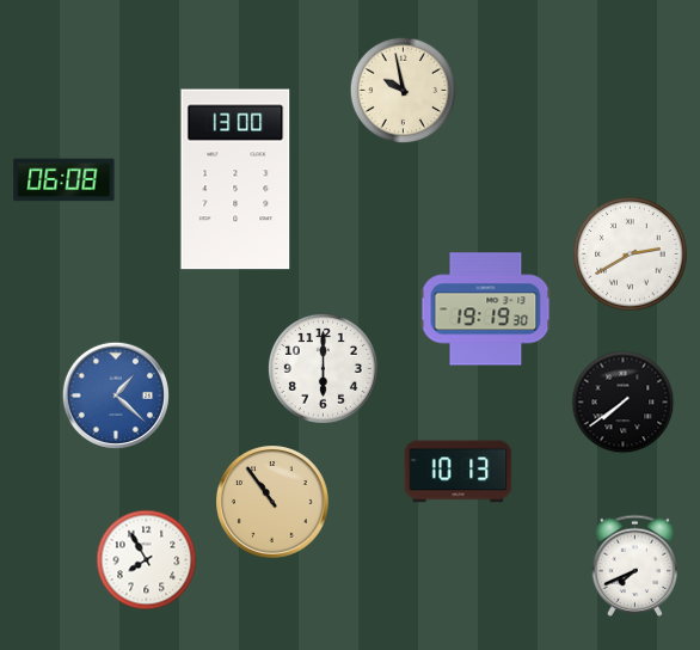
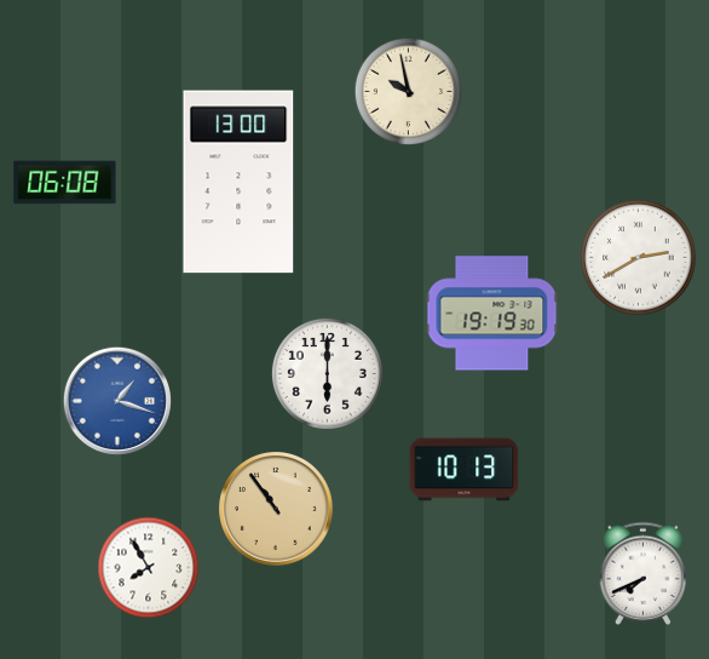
clock at (115, 394): 1:22 -> 1:18
clock at (624, 403): 7:39 -> none
clock at (459, 472) position: (459, 472) -> (465, 470)
